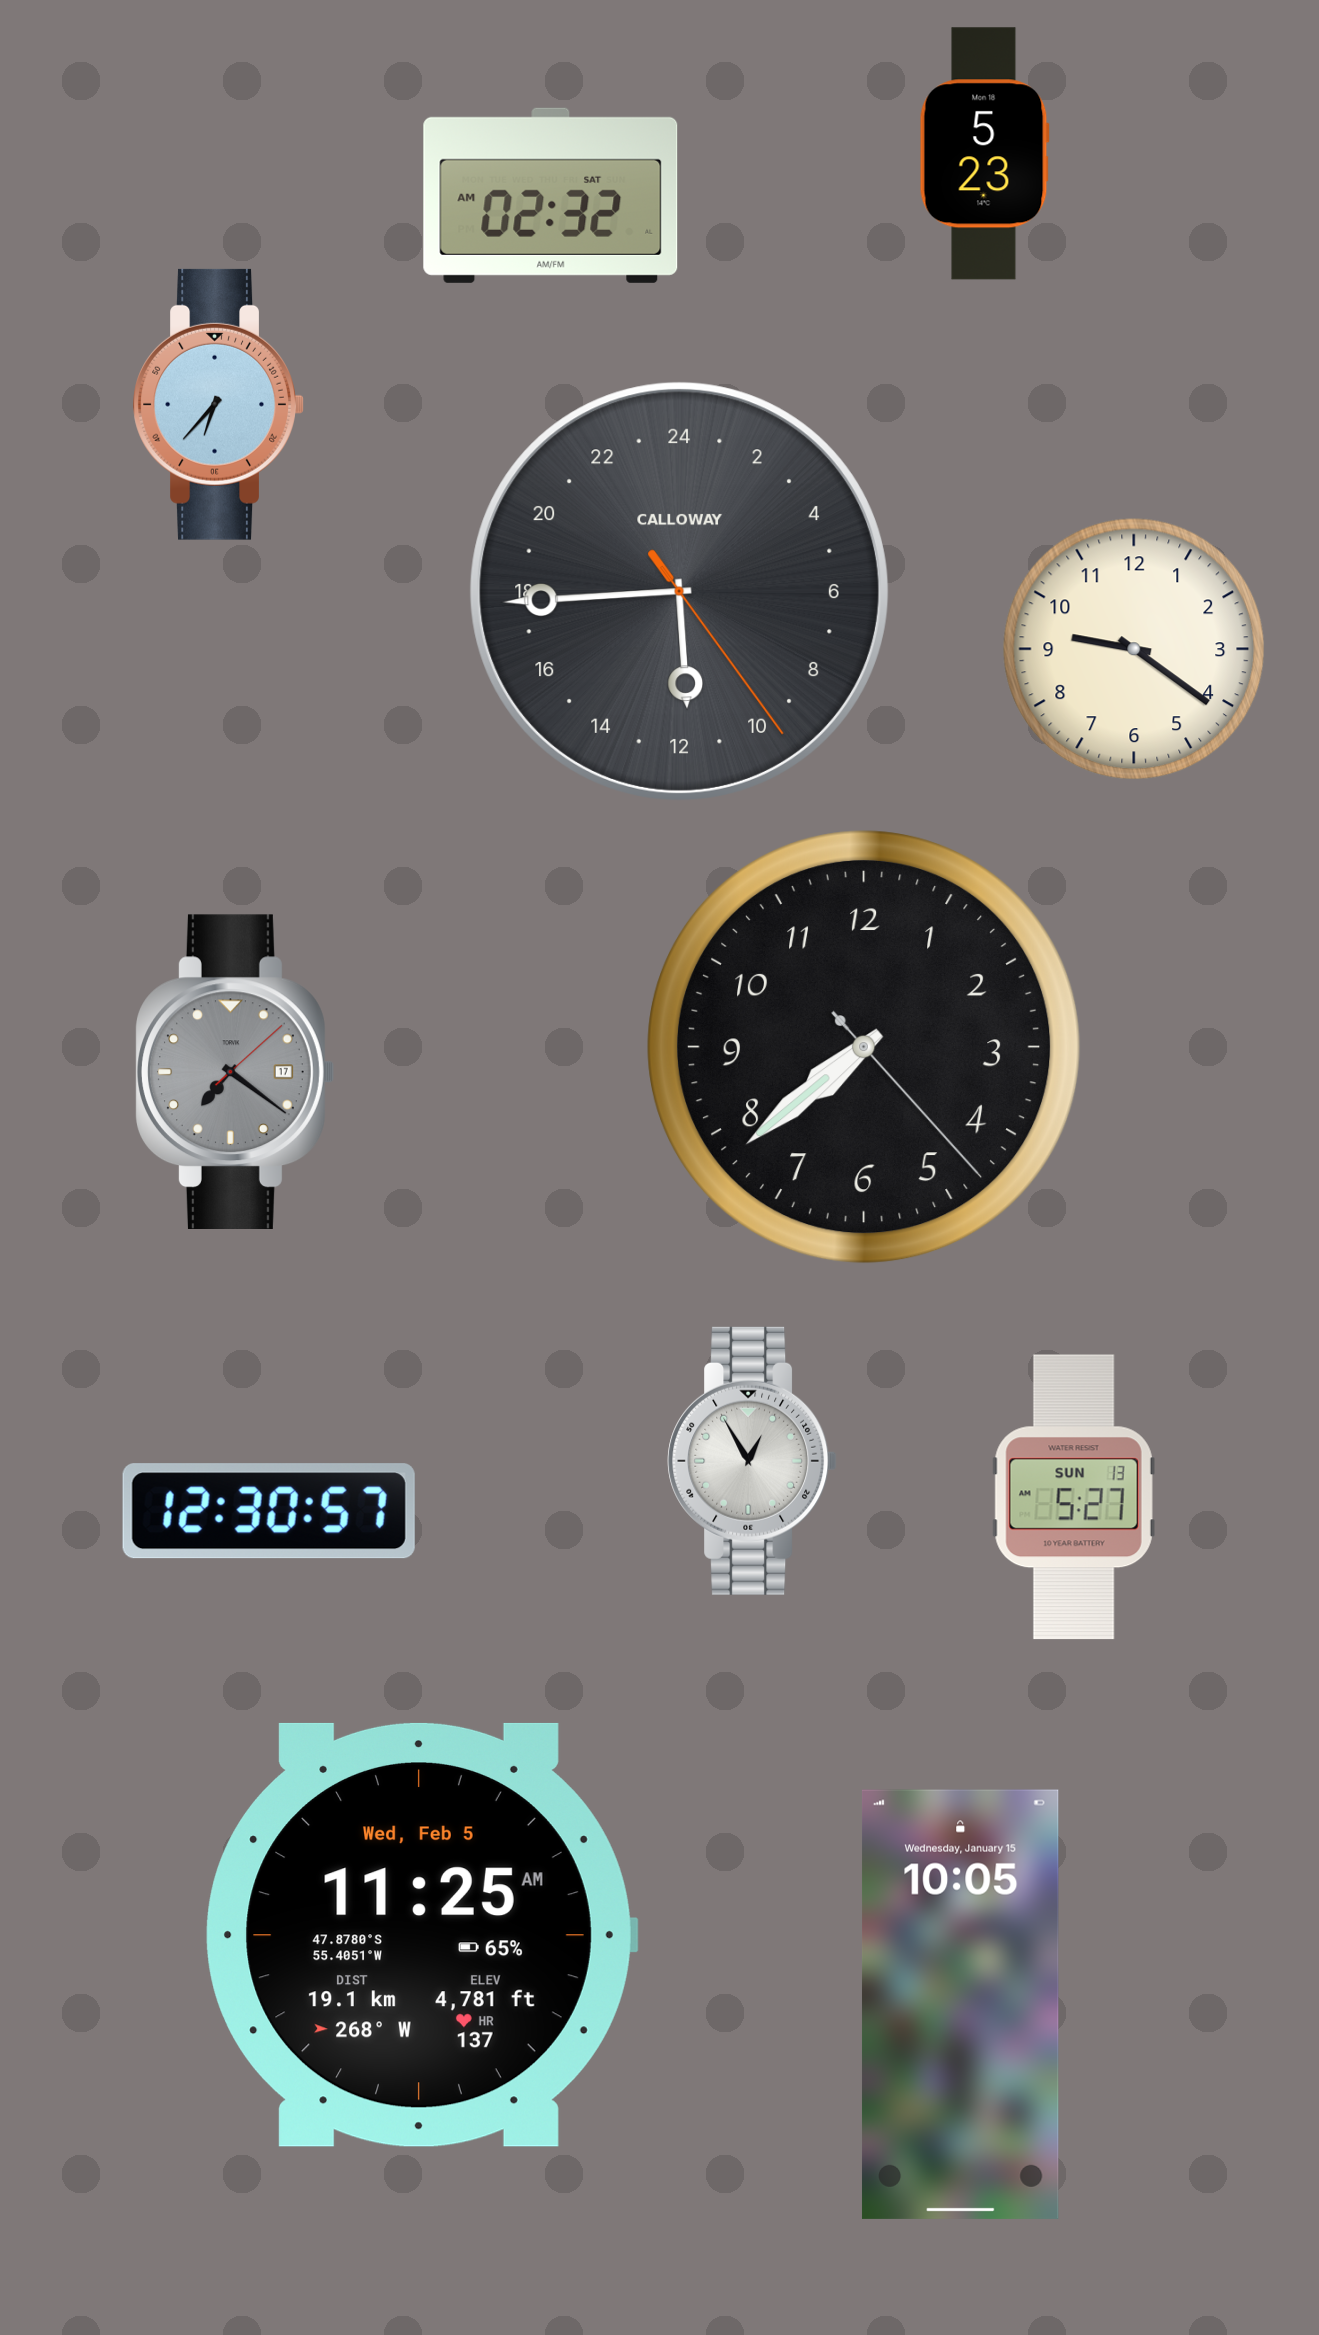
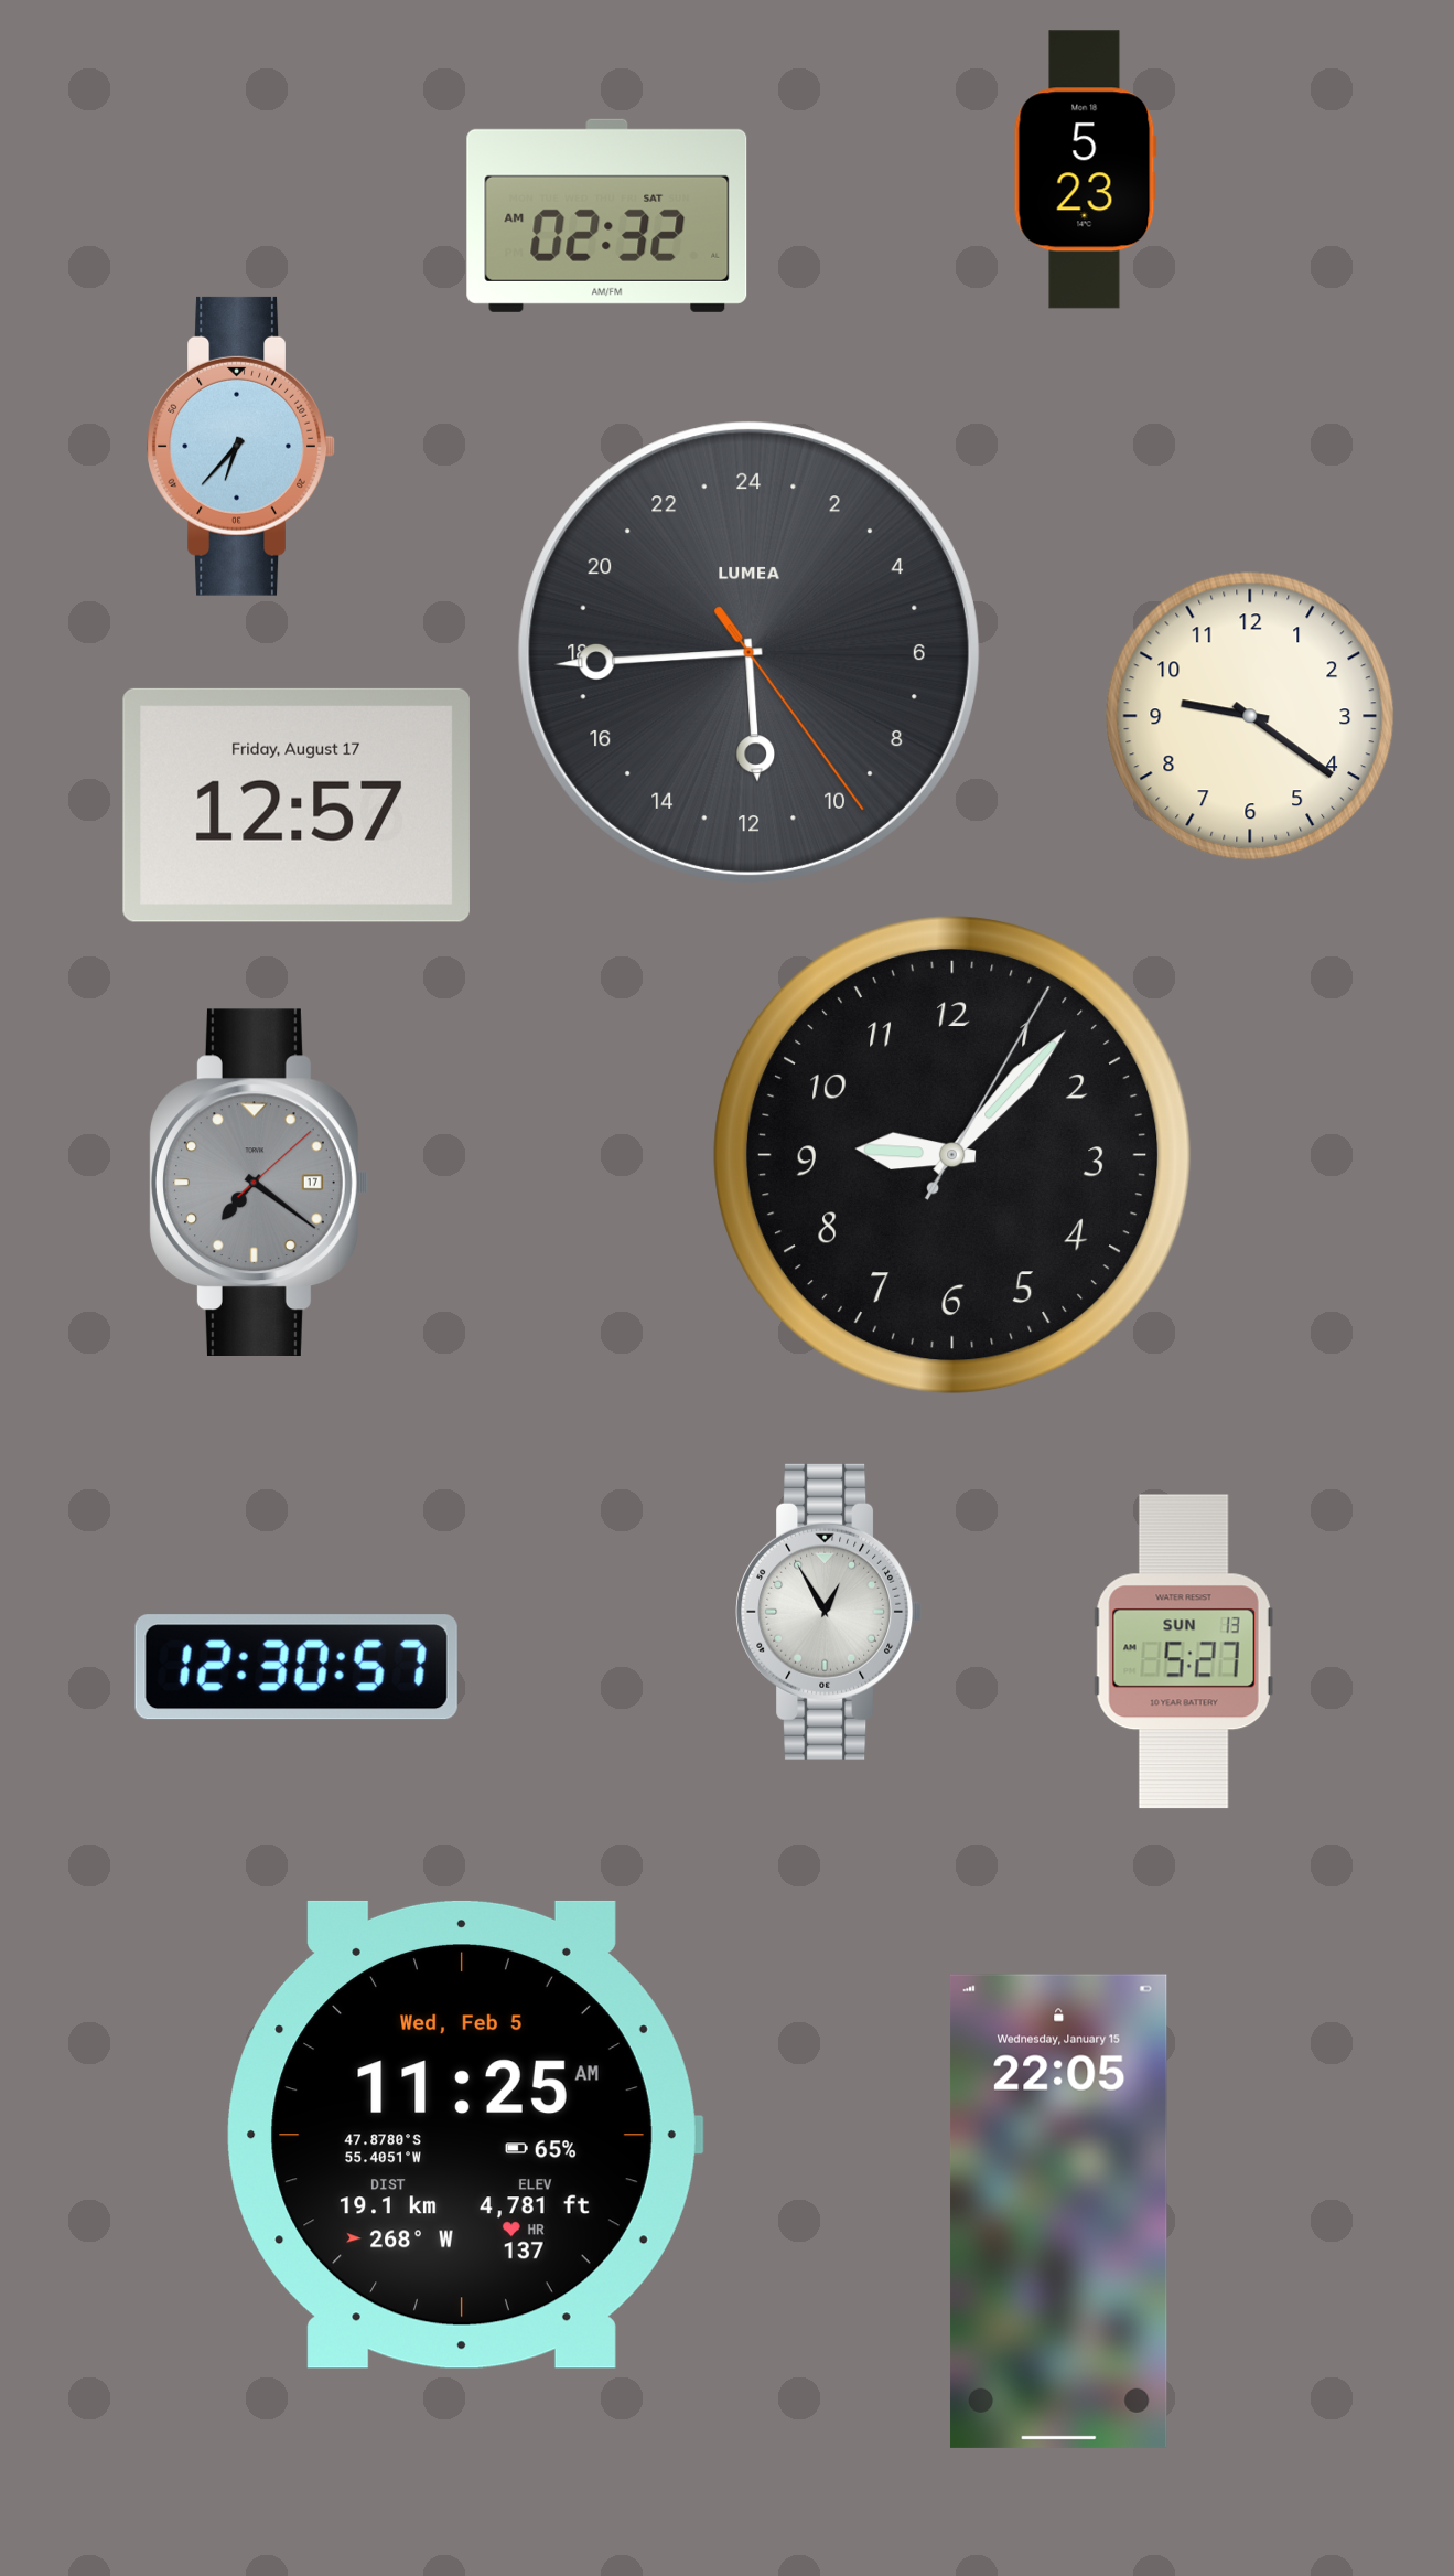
clock at (679, 591) brand: CALLOWAY -> LUMEA
clock at (297, 805): none -> 12:57
clock at (865, 1048): 7:38 -> 9:07
clock at (960, 2004): 10:05 -> 22:05
